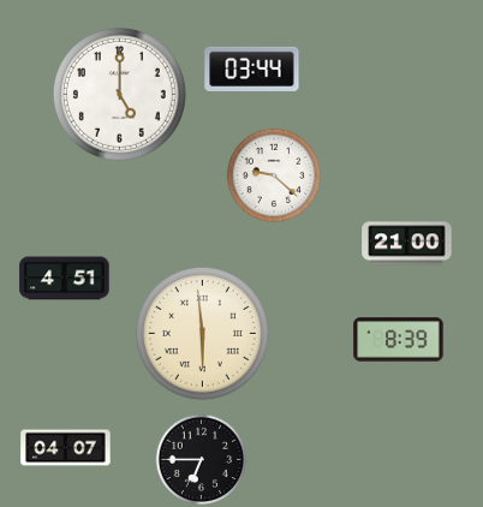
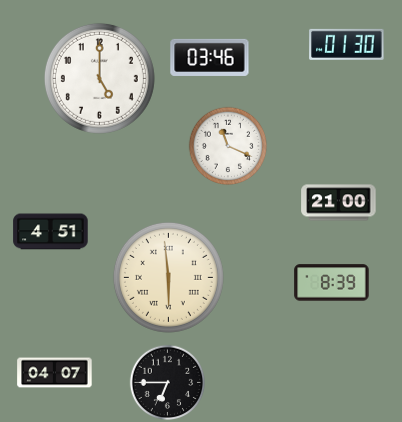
clock at (347, 44): none -> 01:30
clock at (252, 68): 03:44 -> 03:46
clock at (274, 175): 9:22 -> 11:19
clock at (65, 279) position: (65, 279) -> (51, 232)
